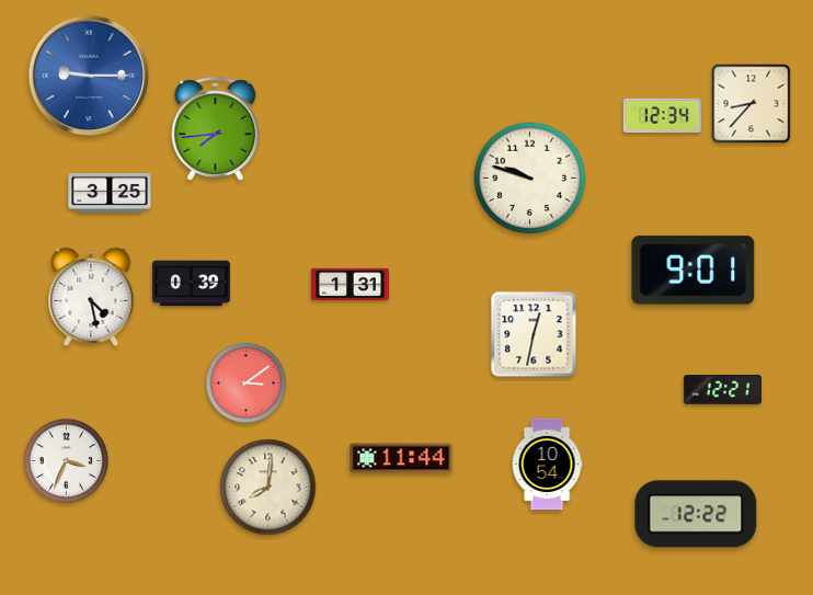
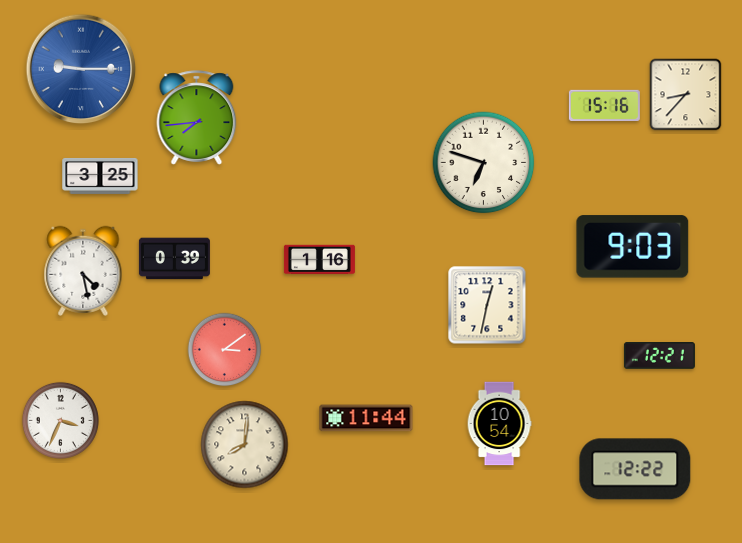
clock at (662, 115): 12:34 -> 15:16
clock at (530, 179): 9:48 -> 6:48
clock at (694, 271): 9:01 -> 9:03
clock at (350, 285): 1:31 -> 1:16
